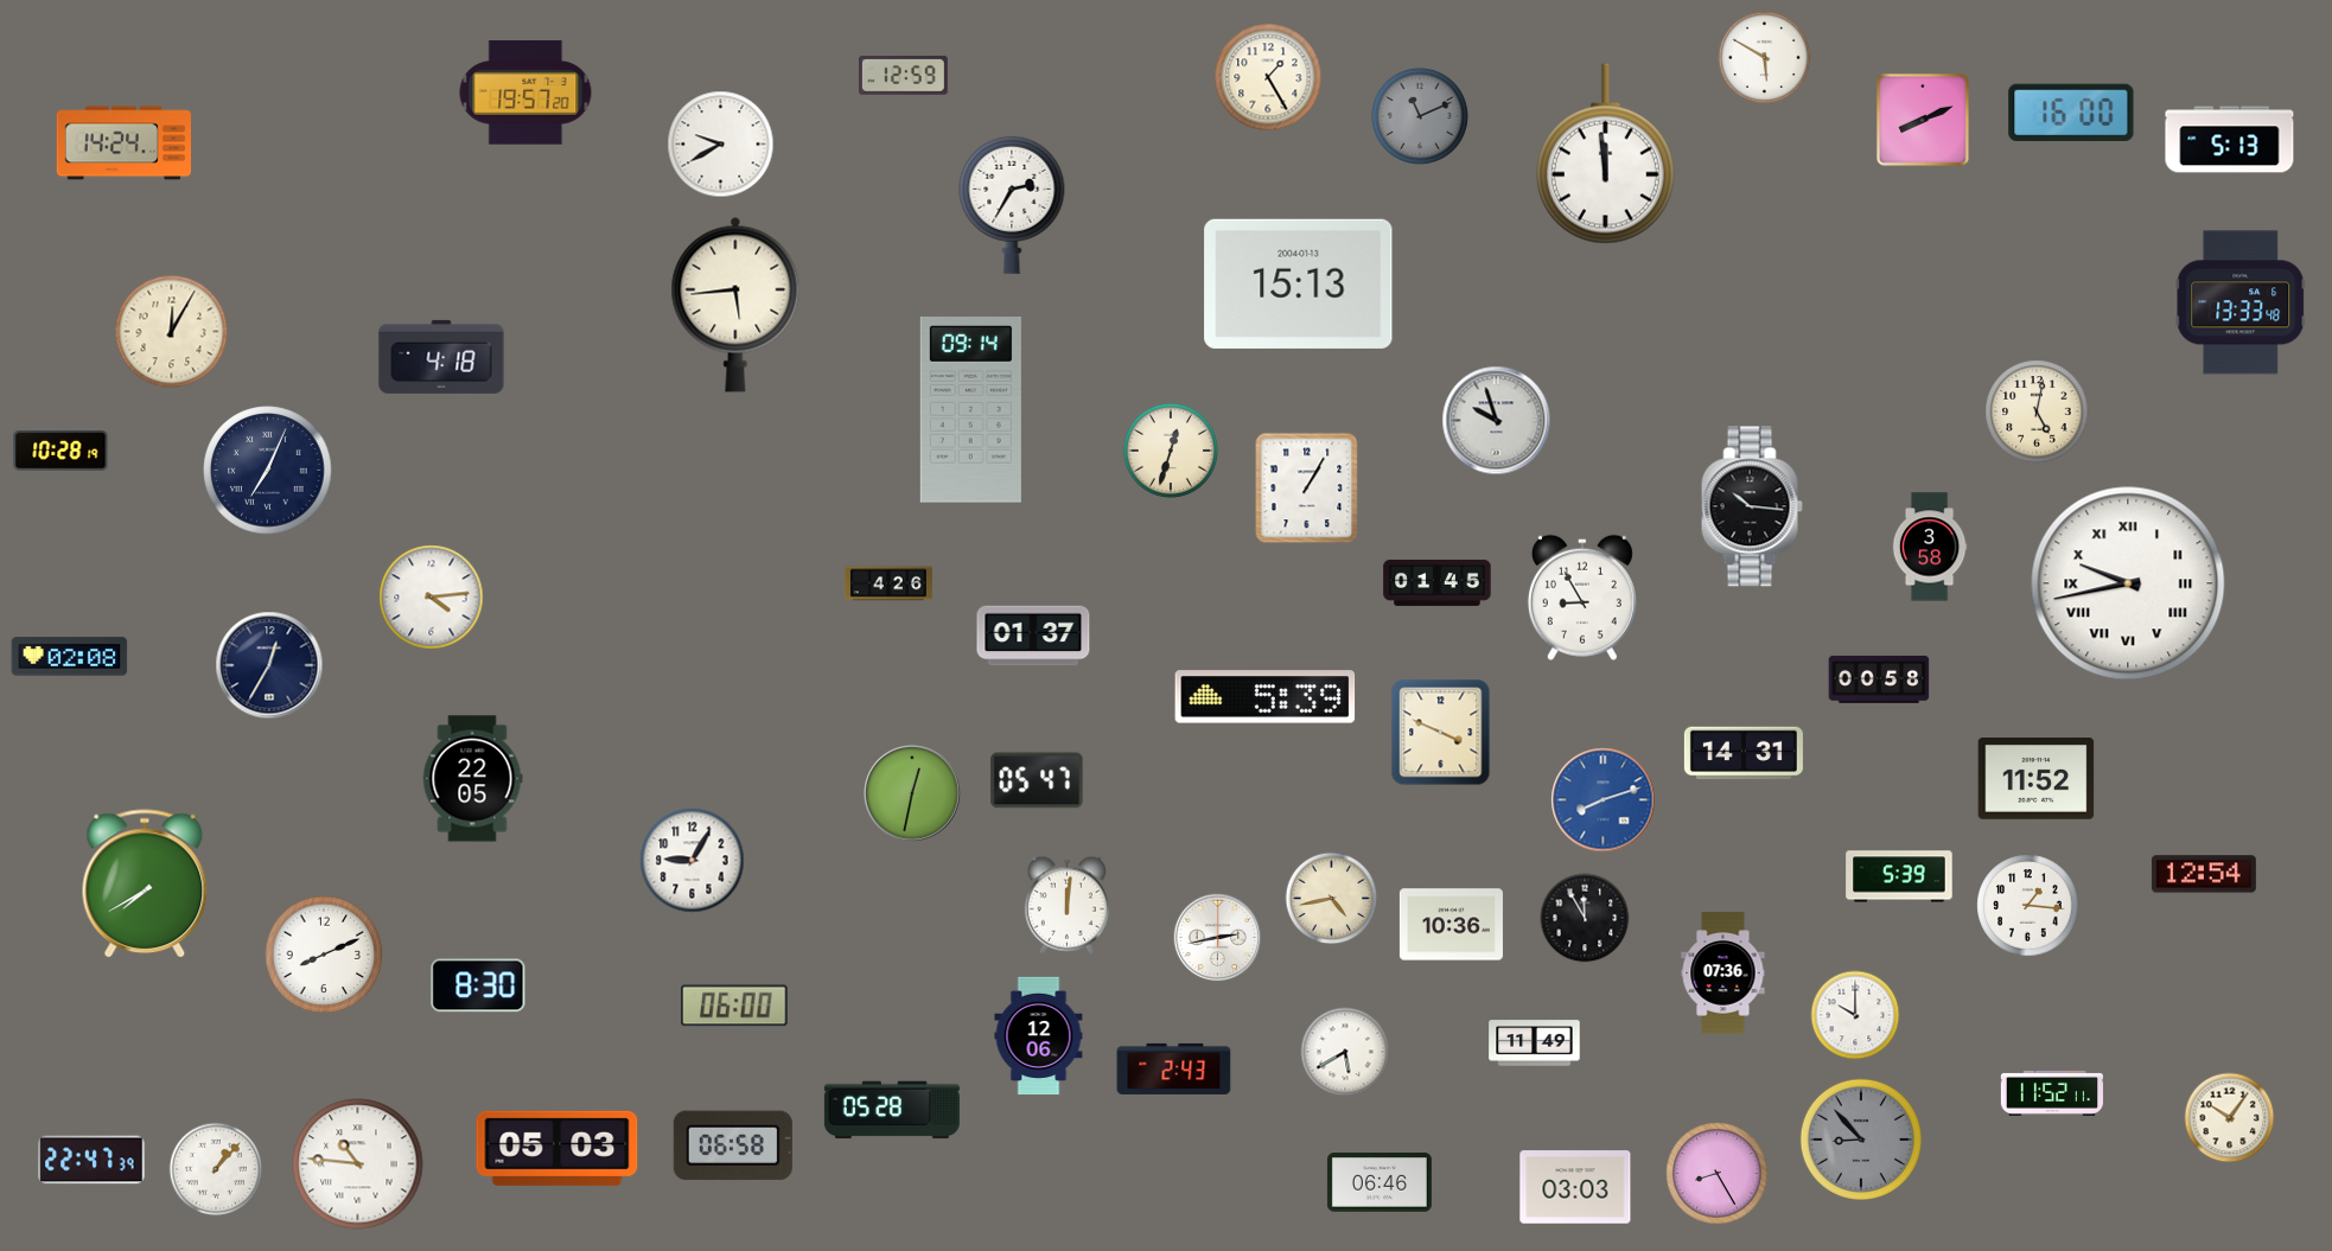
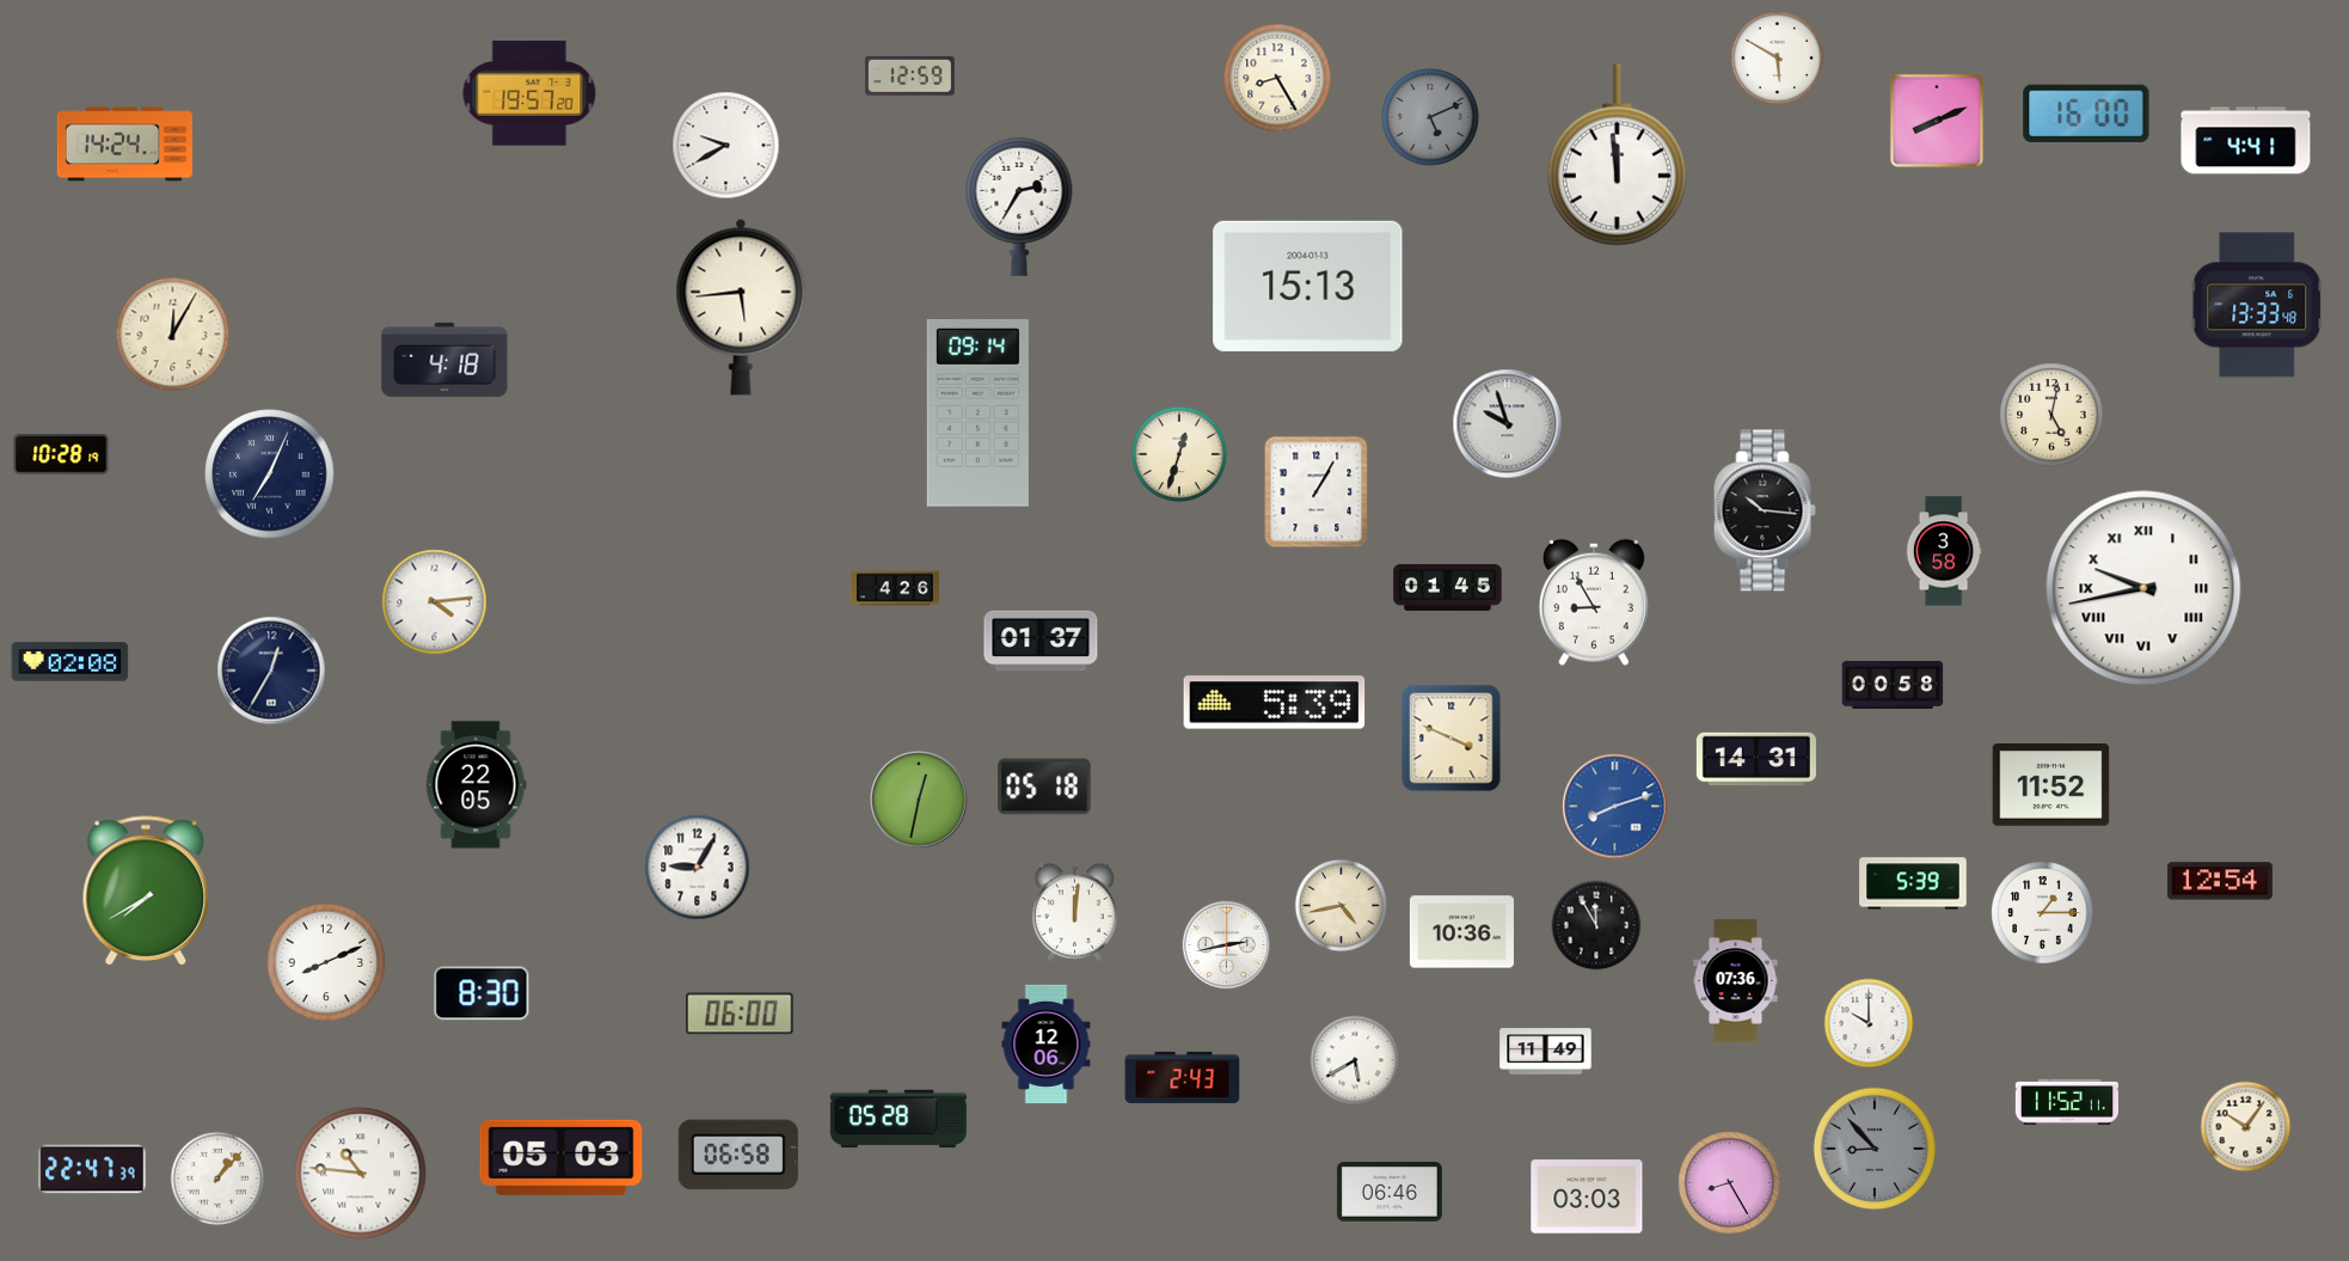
clock at (1268, 77): 1:25 -> 8:25
clock at (1420, 116): 11:11 -> 5:11
clock at (2230, 140): 5:13 -> 4:41
clock at (1037, 780): 05:47 -> 05:18
clock at (2028, 906): 1:16 -> 1:15
